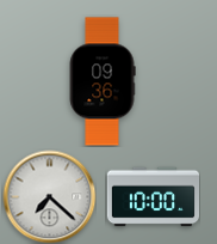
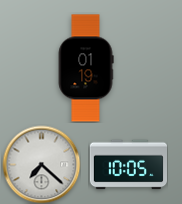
clock at (103, 81): 09:36 -> 01:19
clock at (153, 197): 10:00 -> 10:05
